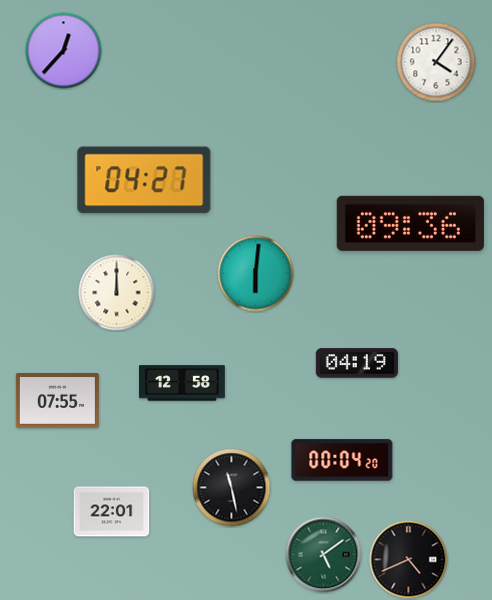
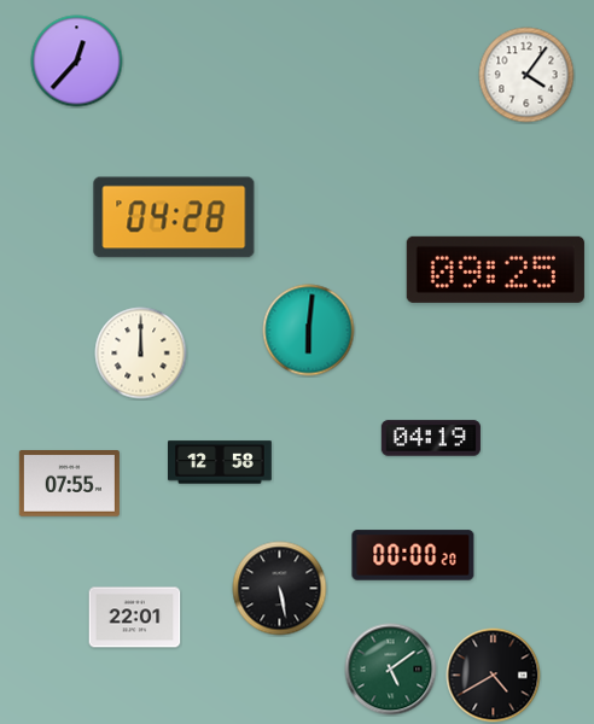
clock at (144, 180): 04:27 -> 04:28
clock at (410, 223): 09:36 -> 09:25
clock at (342, 460): 00:04 -> 00:00
clock at (232, 488): 11:28 -> 5:28
clock at (409, 560): 4:41 -> 4:40
